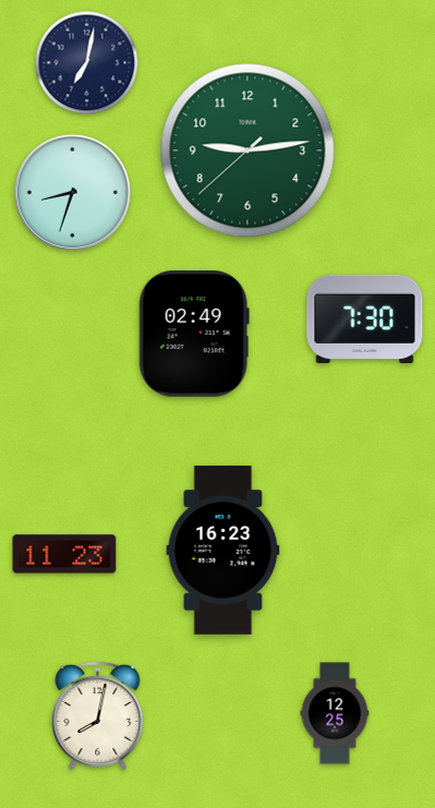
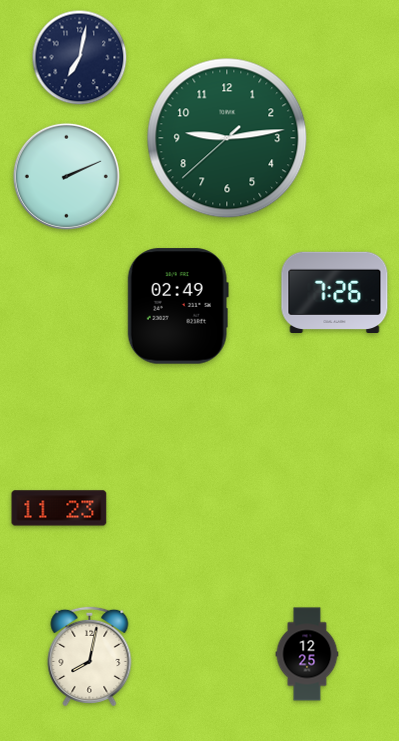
clock at (72, 192): 8:33 -> 2:11
clock at (365, 318): 7:30 -> 7:26
clock at (223, 551): 16:23 -> none
